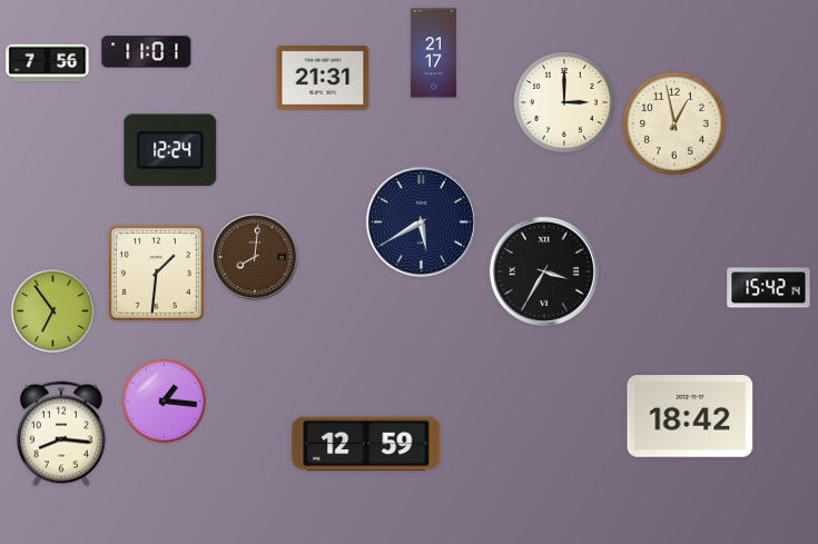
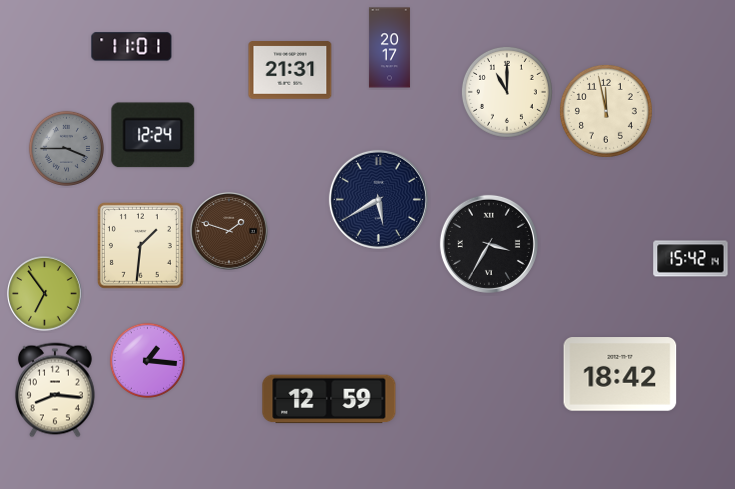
clock at (433, 53): 21:17 -> 20:17
clock at (48, 63): 7:56 -> none
clock at (564, 102): 3:00 -> 11:00
clock at (674, 123): 12:58 -> 11:58
clock at (66, 148): none -> 3:45
clock at (256, 258): 8:01 -> 1:48
clock at (53, 311) position: (53, 311) -> (45, 294)
